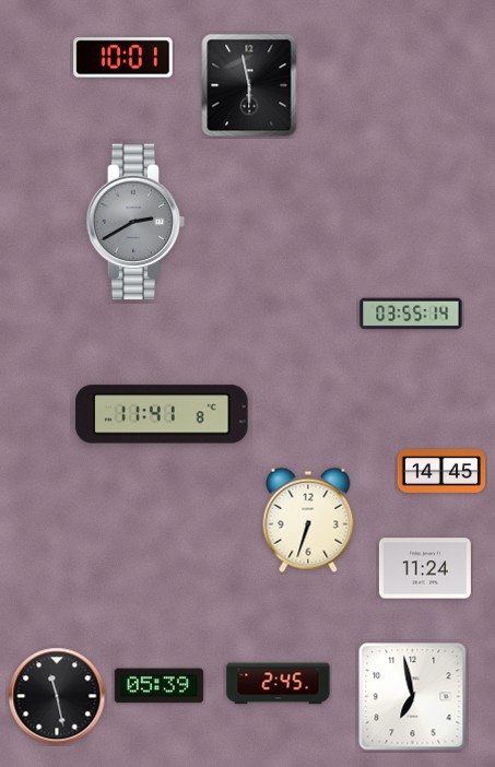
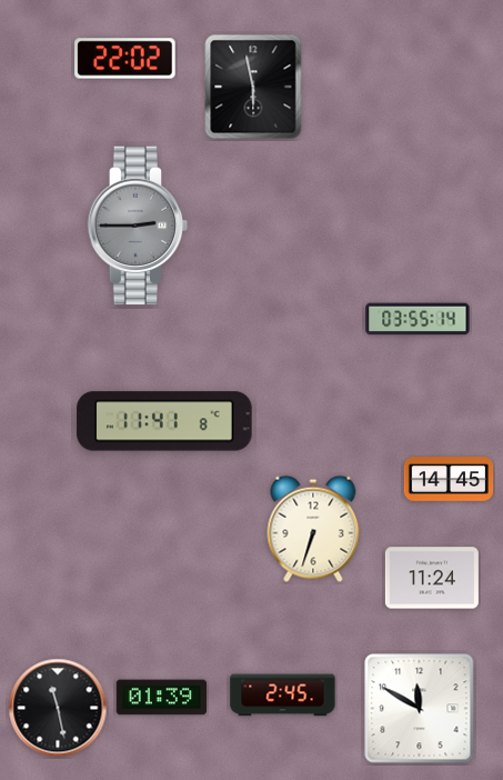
clock at (123, 58): 10:01 -> 22:02
clock at (135, 222): 2:40 -> 2:45
clock at (158, 686): 05:39 -> 01:39
clock at (413, 697): 6:58 -> 11:50
